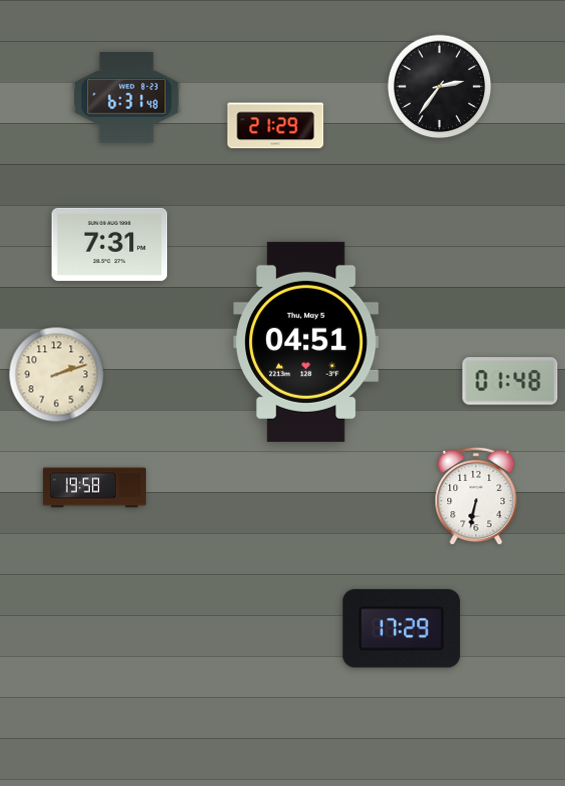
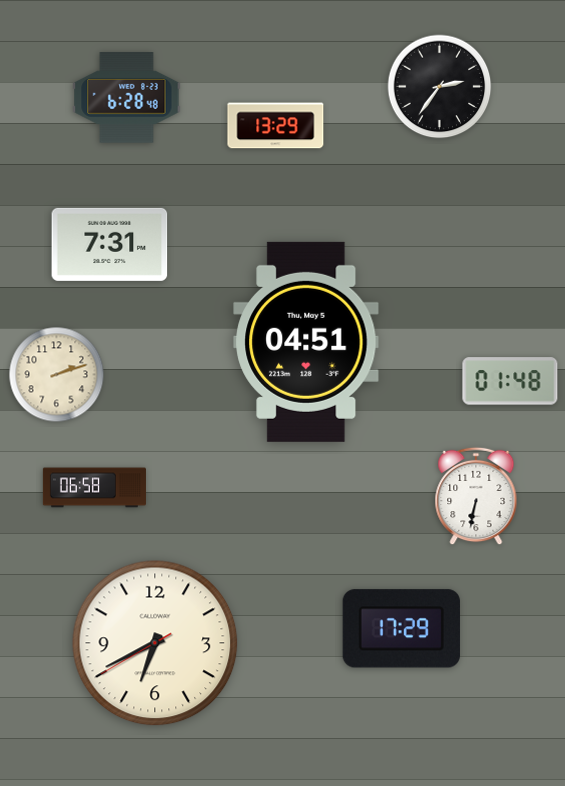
clock at (127, 98): 6:31 -> 6:28
clock at (276, 126): 21:29 -> 13:29
clock at (94, 488): 19:58 -> 06:58
clock at (155, 643): none -> 6:40
